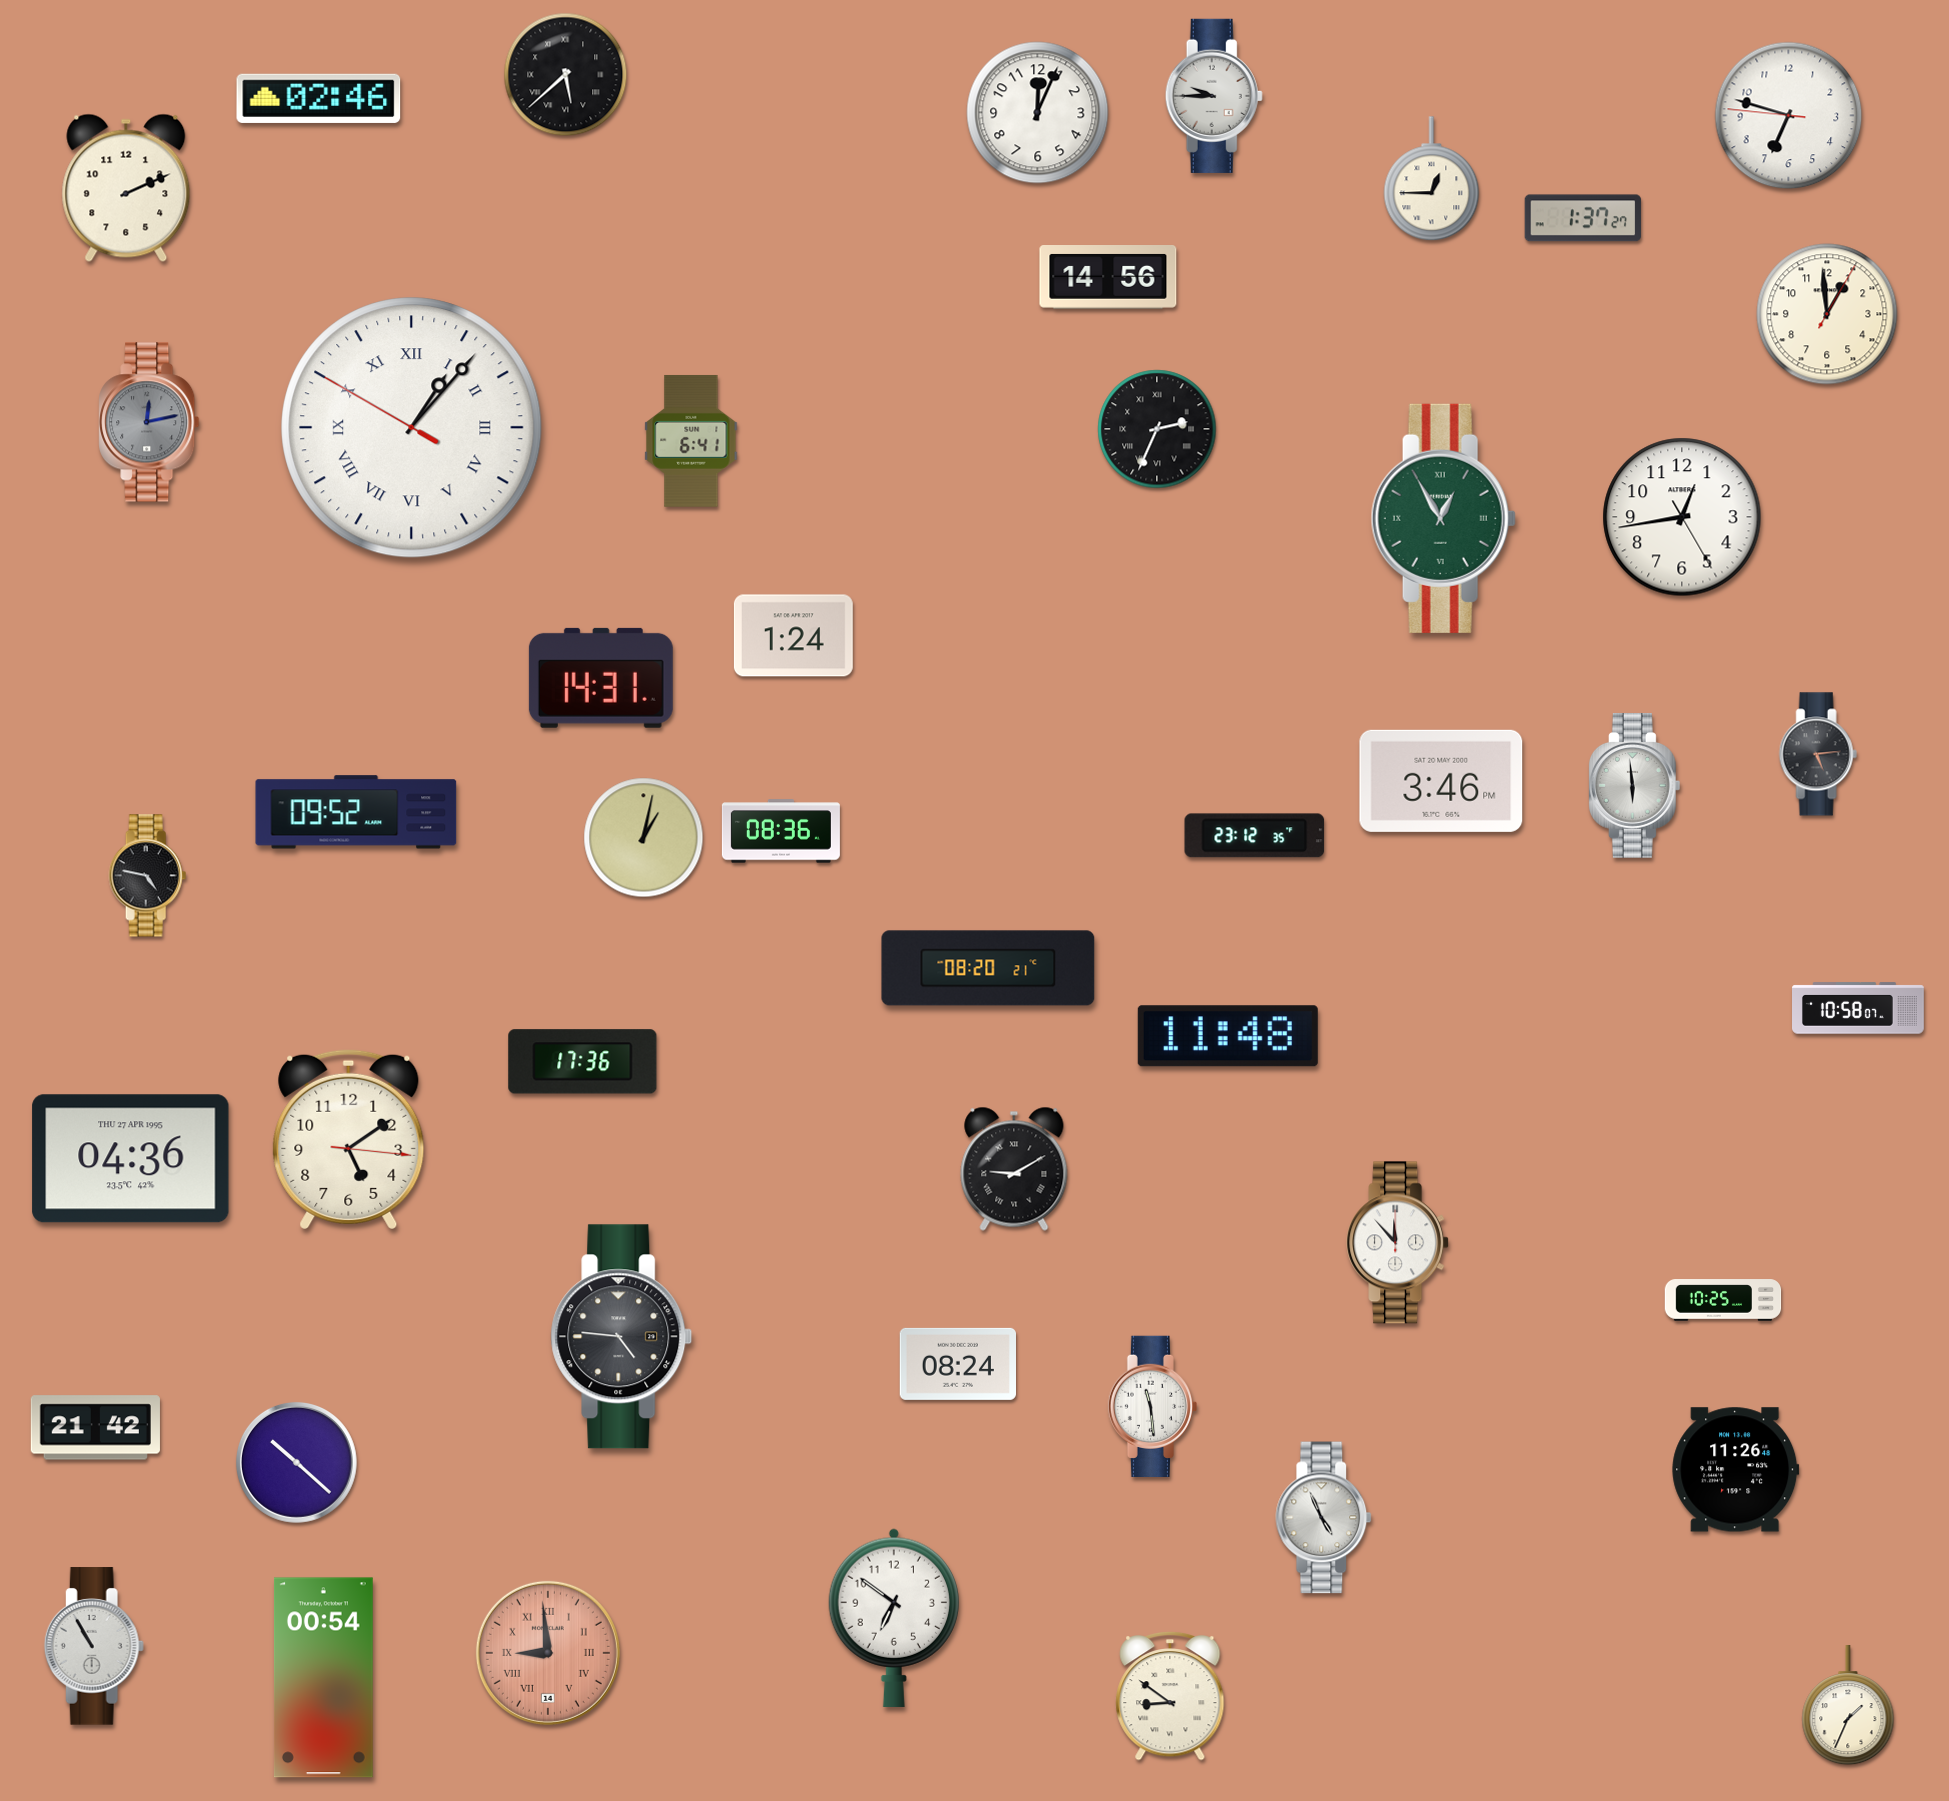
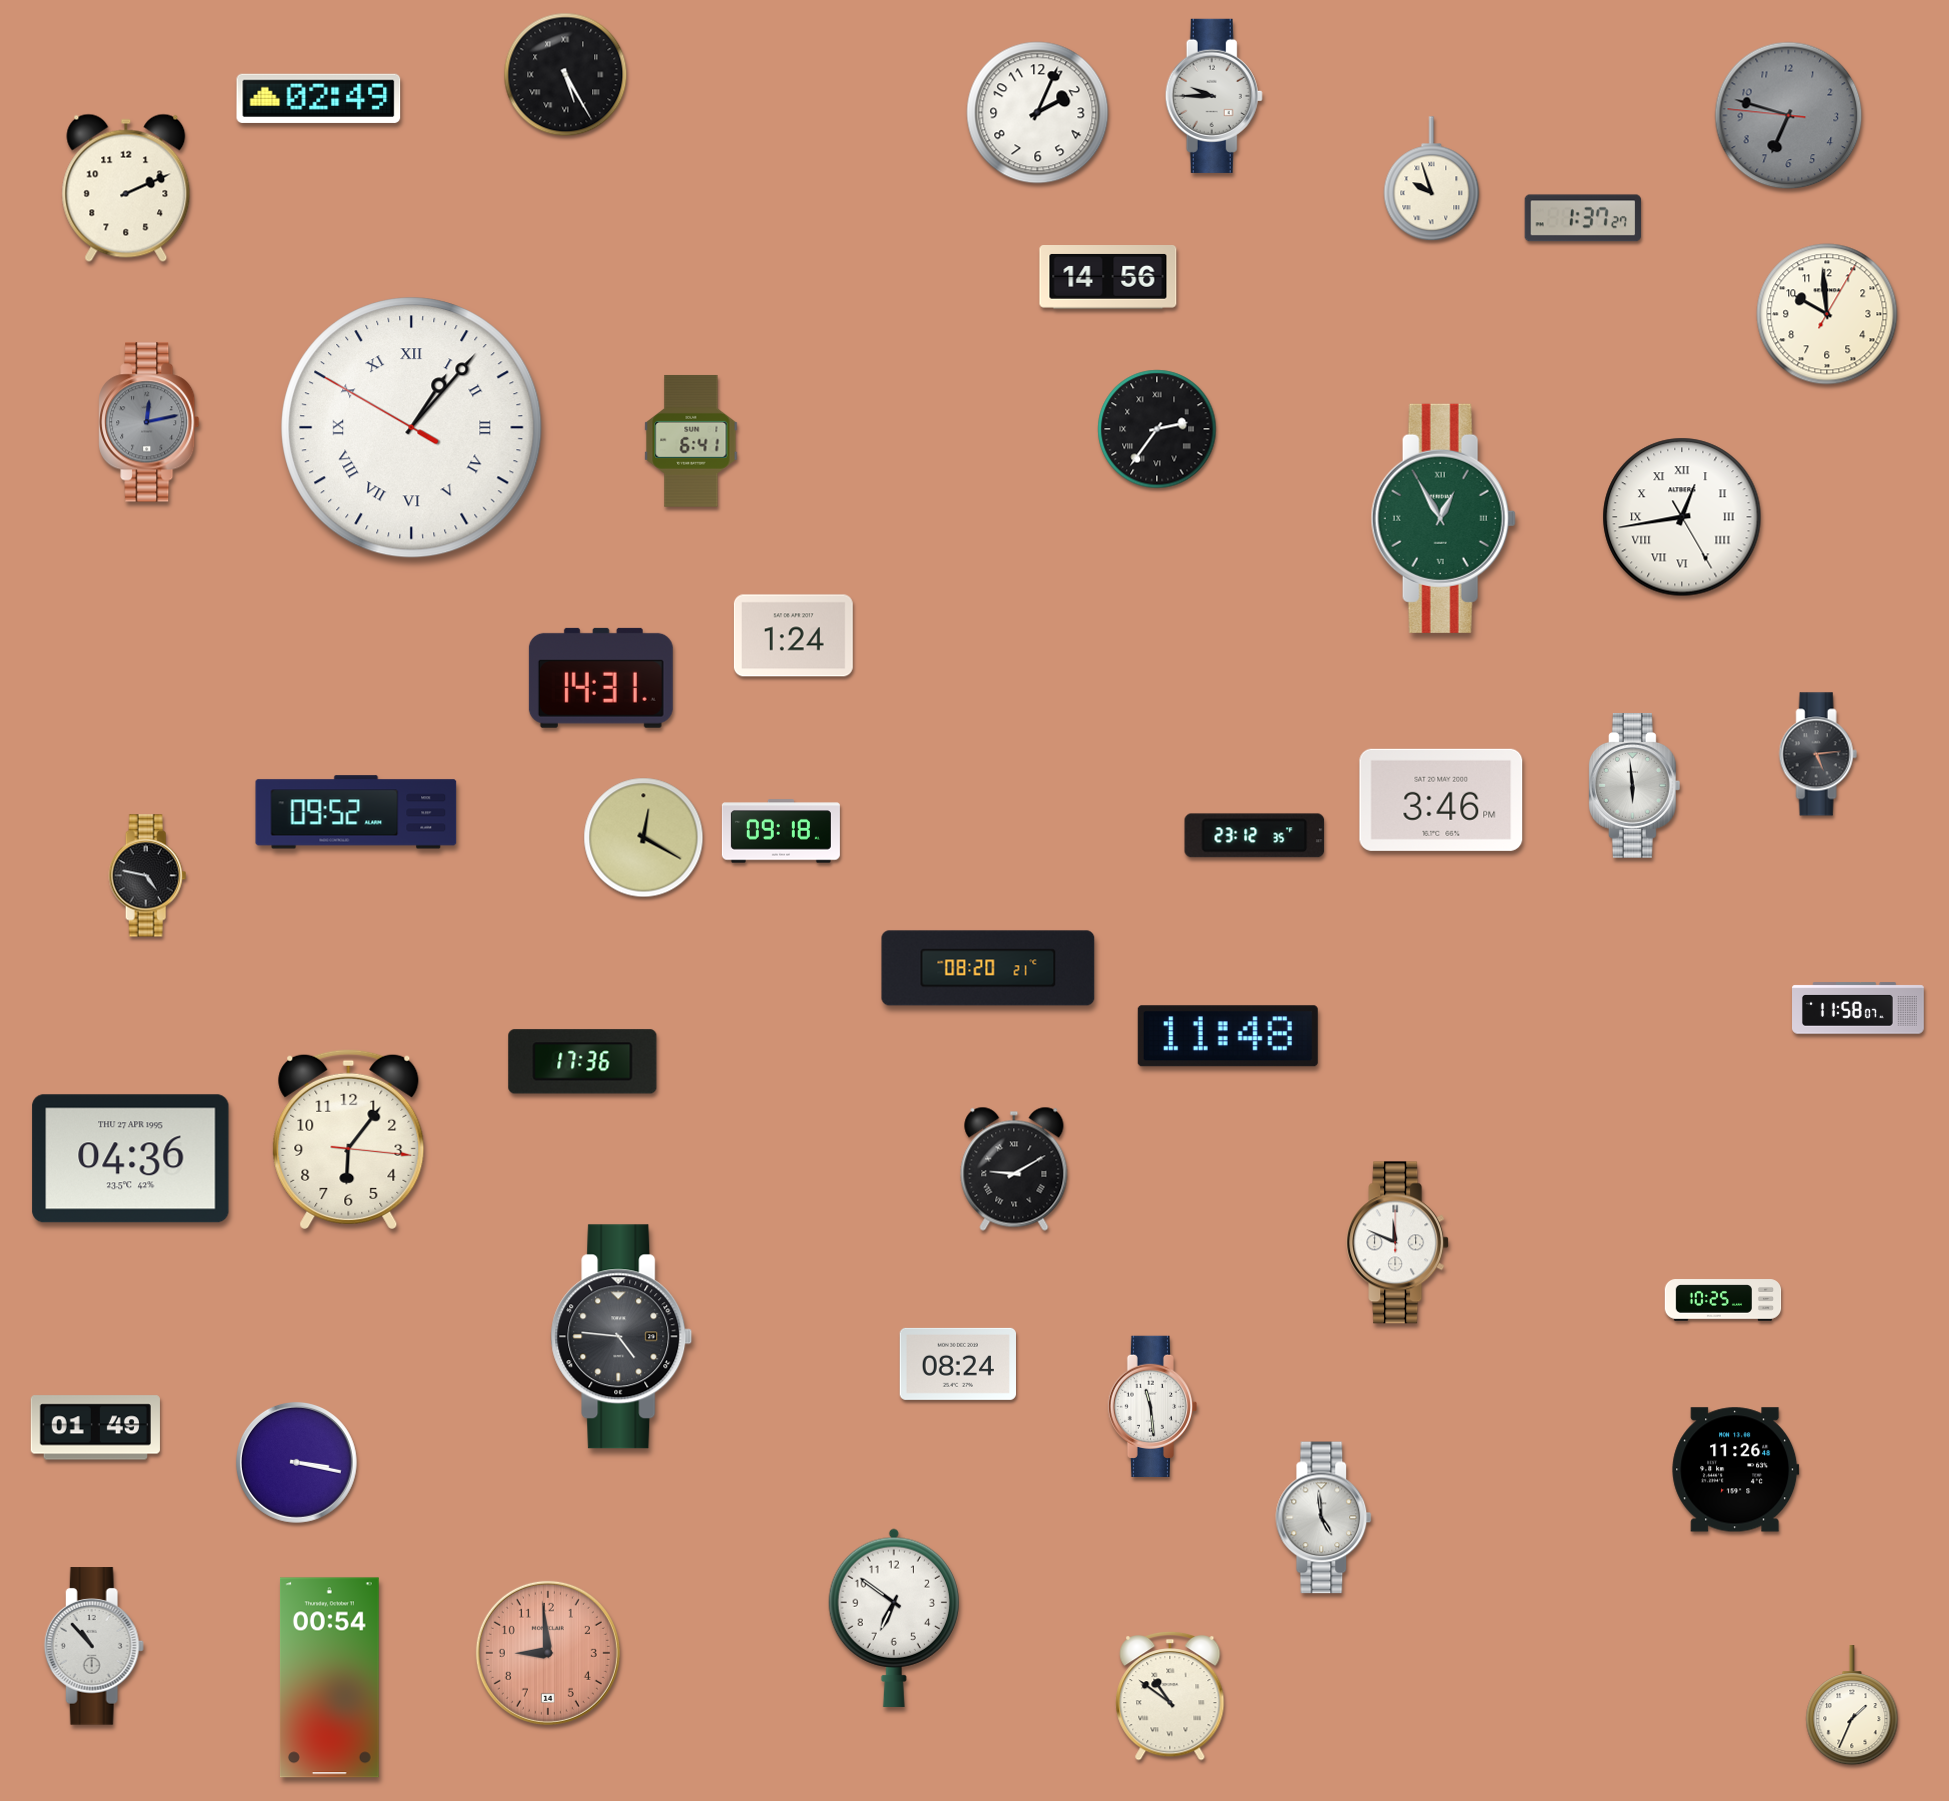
clock at (566, 75): 5:38 -> 5:25
clock at (319, 98): 02:46 -> 02:49
clock at (1038, 113): 12:04 -> 2:04
clock at (1789, 116) dial: white -> grey
clock at (1432, 179): 12:45 -> 9:57
clock at (1827, 314): 12:59 -> 9:59
clock at (1157, 429): 2:34 -> 2:36
clock at (1682, 517) numerals: Arabic -> Roman
clock at (1441, 781) position: (1441, 781) -> (1441, 800)
clock at (781, 831): 08:36 -> 09:18
clock at (644, 838): 1:02 -> 12:20
clock at (1859, 1008): 10:58 -> 11:58
clock at (349, 1139): 5:09 -> 6:06
clock at (1398, 1243): 11:53 -> 11:49
clock at (95, 1428): 21:42 -> 01:49
clock at (296, 1462): 10:22 -> 3:17
clock at (1324, 1518): 4:56 -> 4:59
clock at (94, 1646): 10:55 -> 10:53
clock at (548, 1653) numerals: Roman -> Arabic
clock at (323, 1678) position: (323, 1678) -> (329, 1678)
clock at (1170, 1696): 8:51 -> 10:51
clock at (1848, 1706) position: (1848, 1706) -> (1852, 1706)
